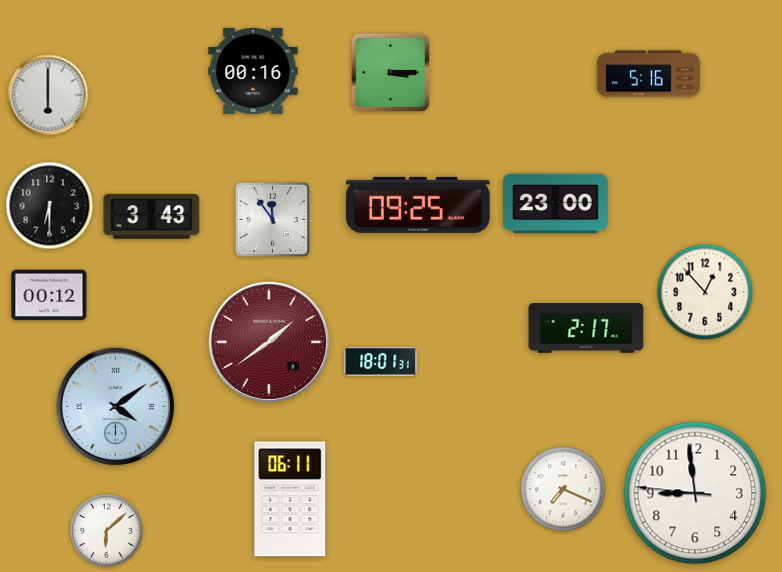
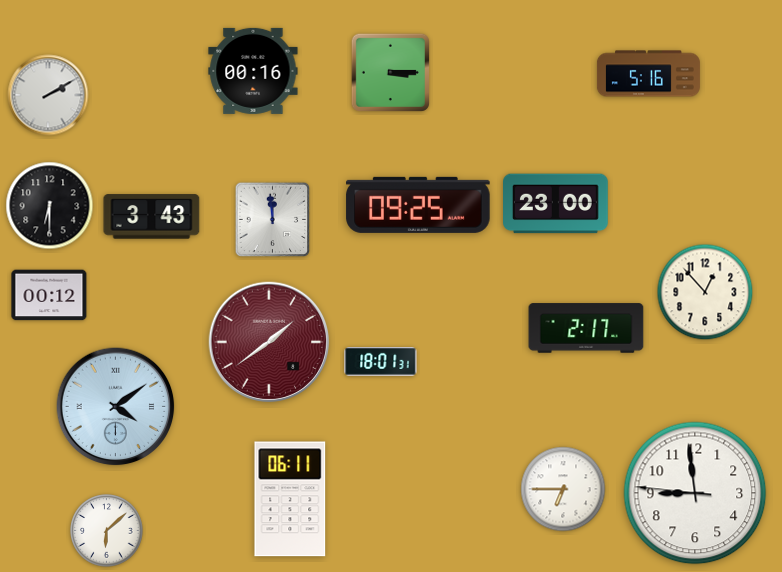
clock at (48, 95): 6:00 -> 2:10
clock at (273, 220): 11:54 -> 11:59
clock at (563, 489): 7:19 -> 6:45
